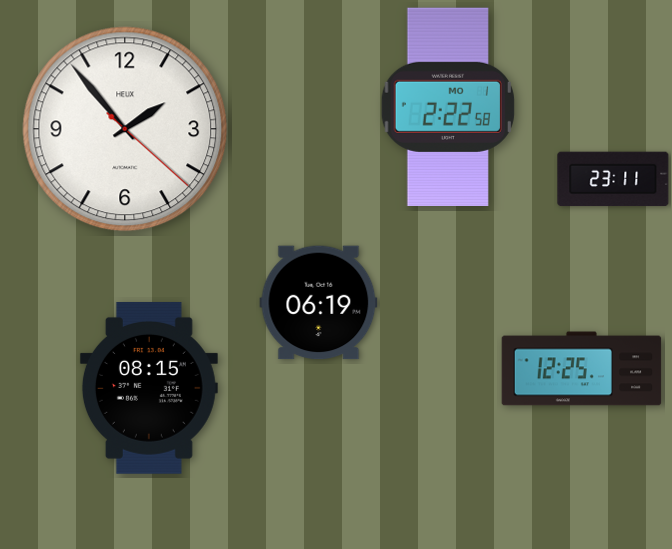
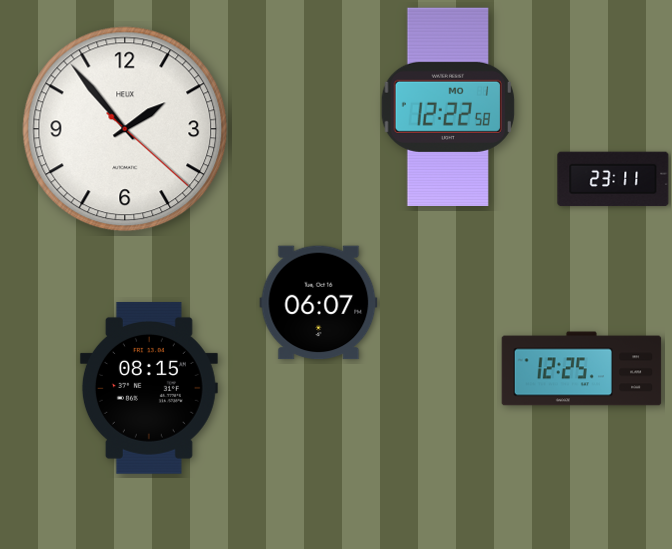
clock at (448, 107): 2:22 -> 12:22
clock at (319, 303): 06:19 -> 06:07
